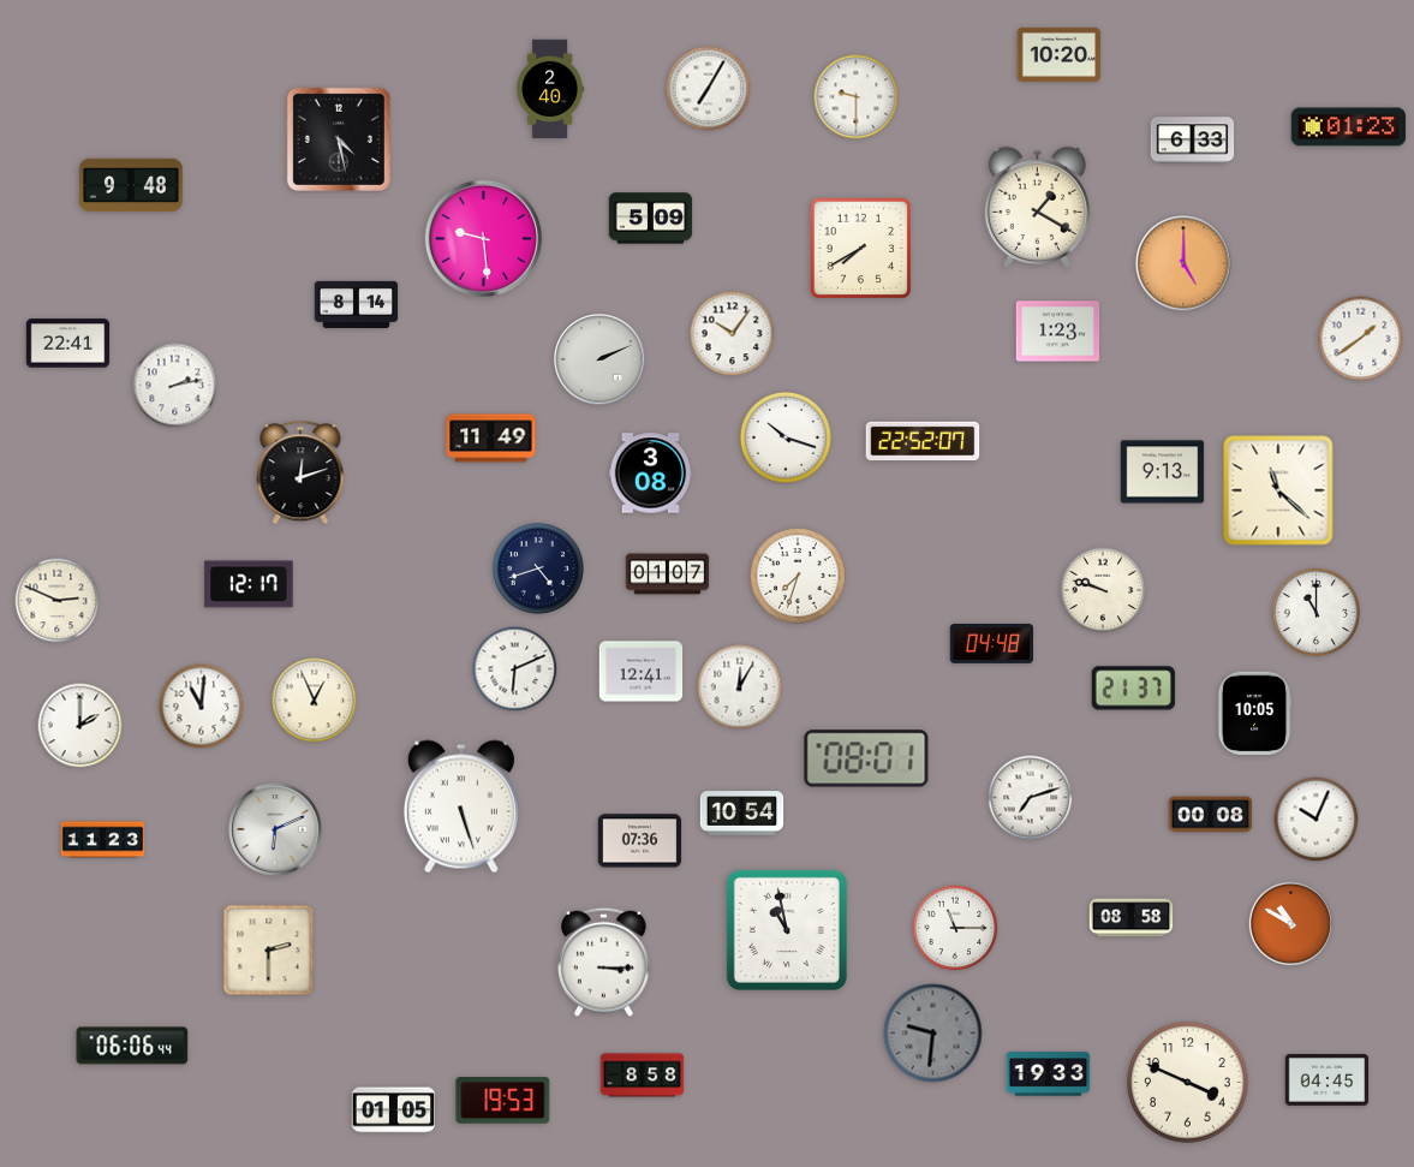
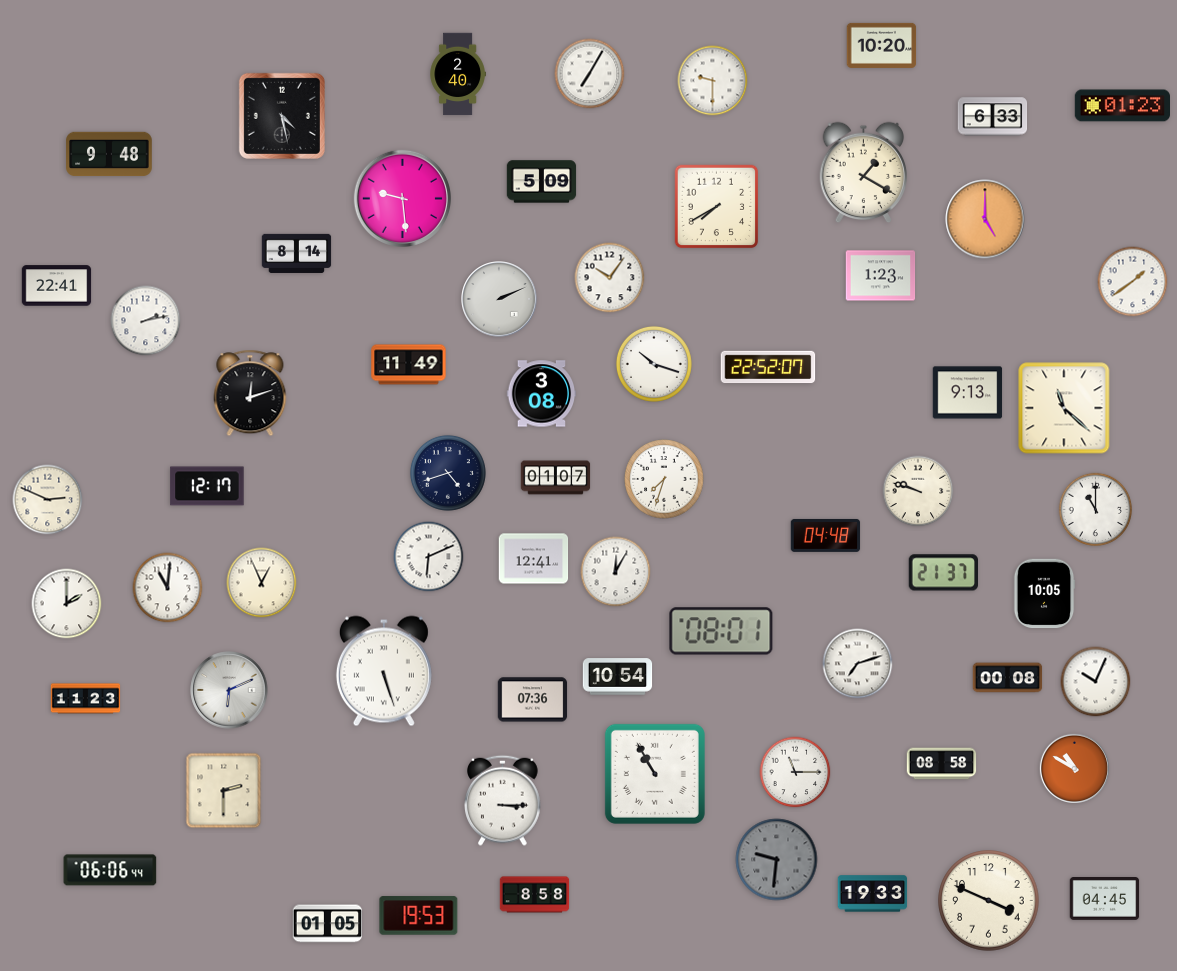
clock at (787, 930): 10:58 -> 10:55
